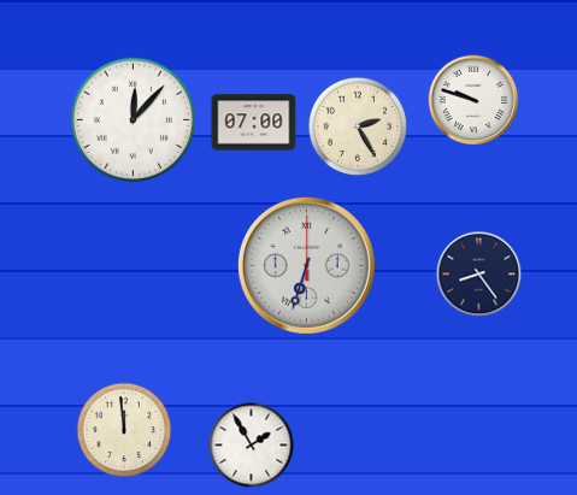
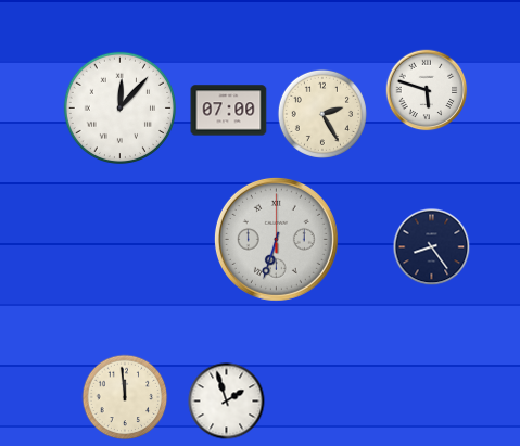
clock at (473, 100): 9:48 -> 5:48
clock at (124, 430) position: (124, 430) -> (125, 397)
clock at (252, 446): 1:55 -> 1:57
